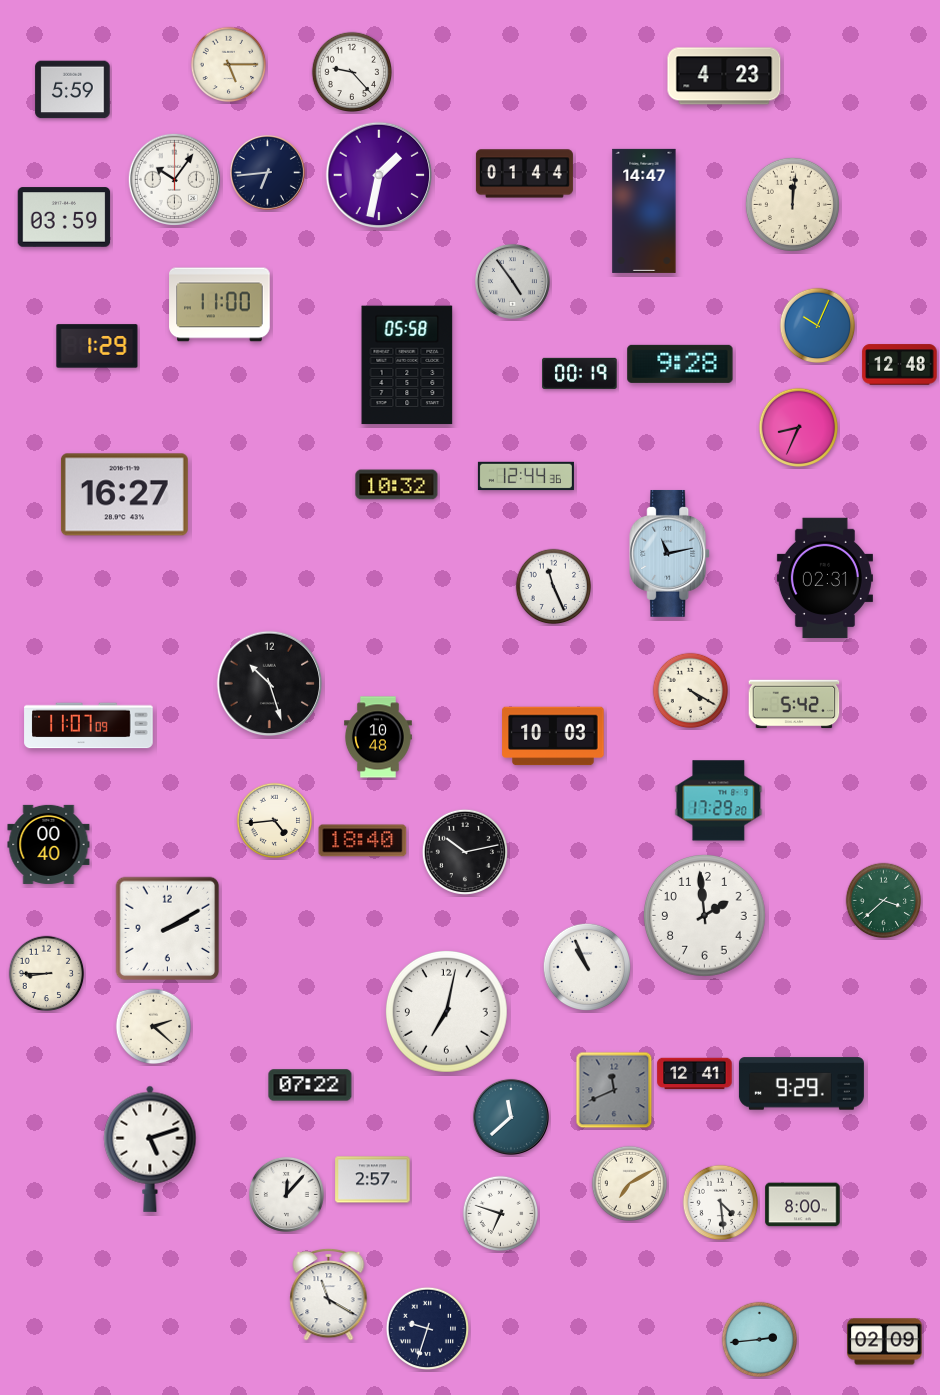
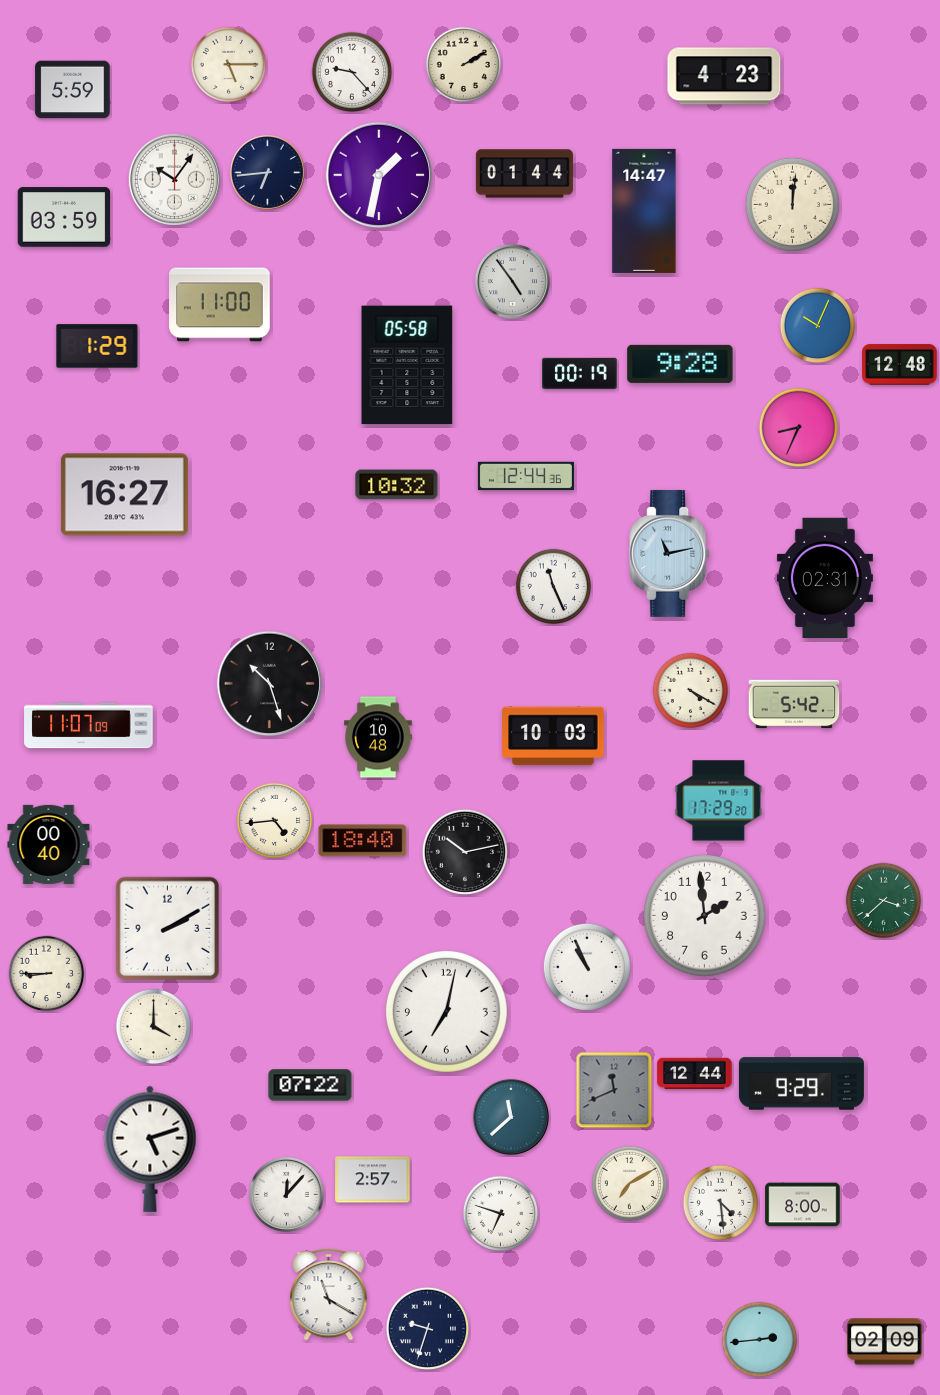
clock at (464, 65): none -> 2:10
clock at (154, 1027): 2:22 -> 4:00
clock at (695, 1074): 12:41 -> 12:44
